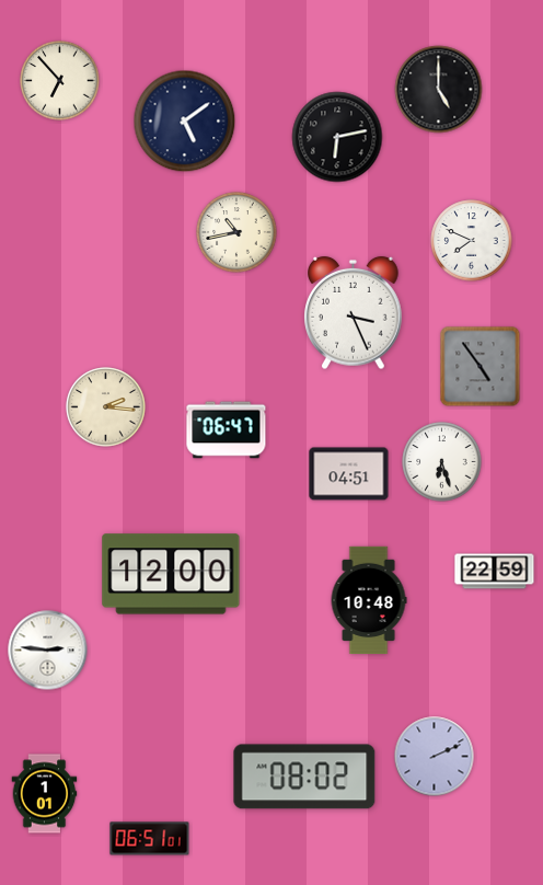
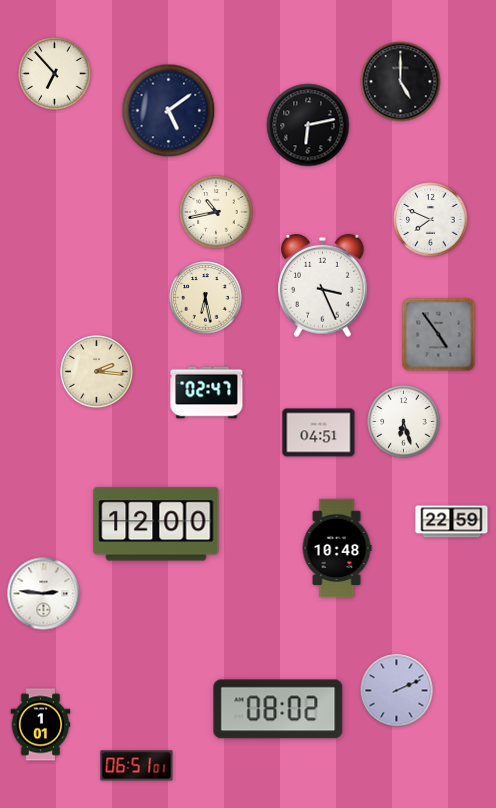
clock at (206, 298): none -> 6:28
clock at (227, 430): 06:47 -> 02:47
